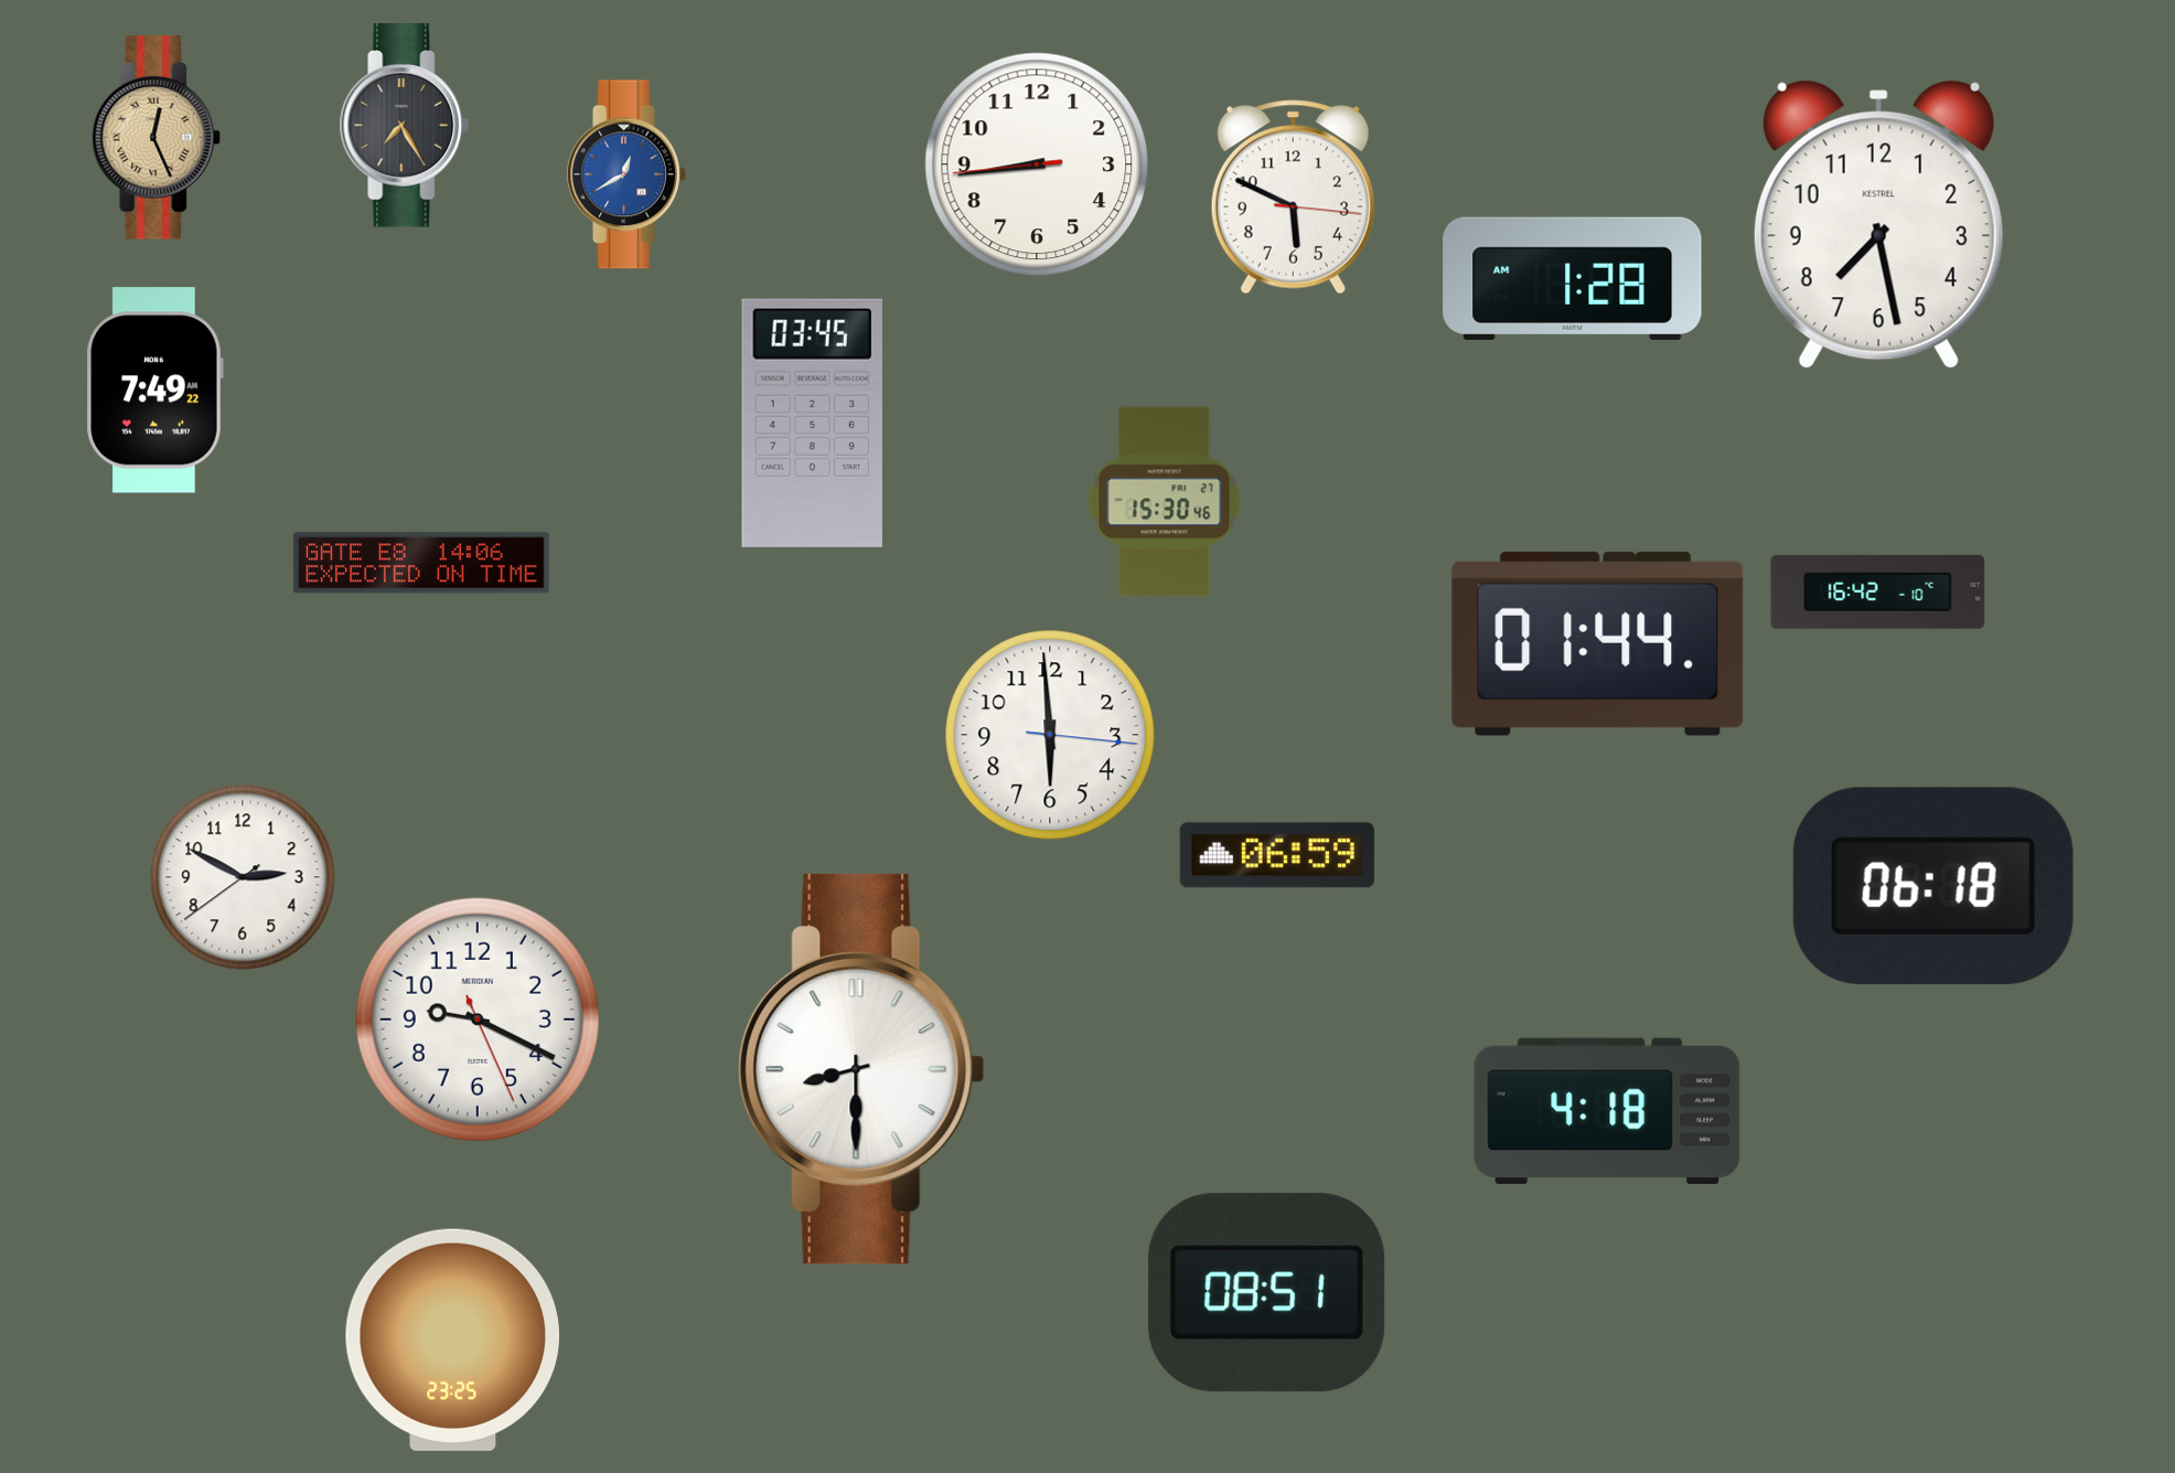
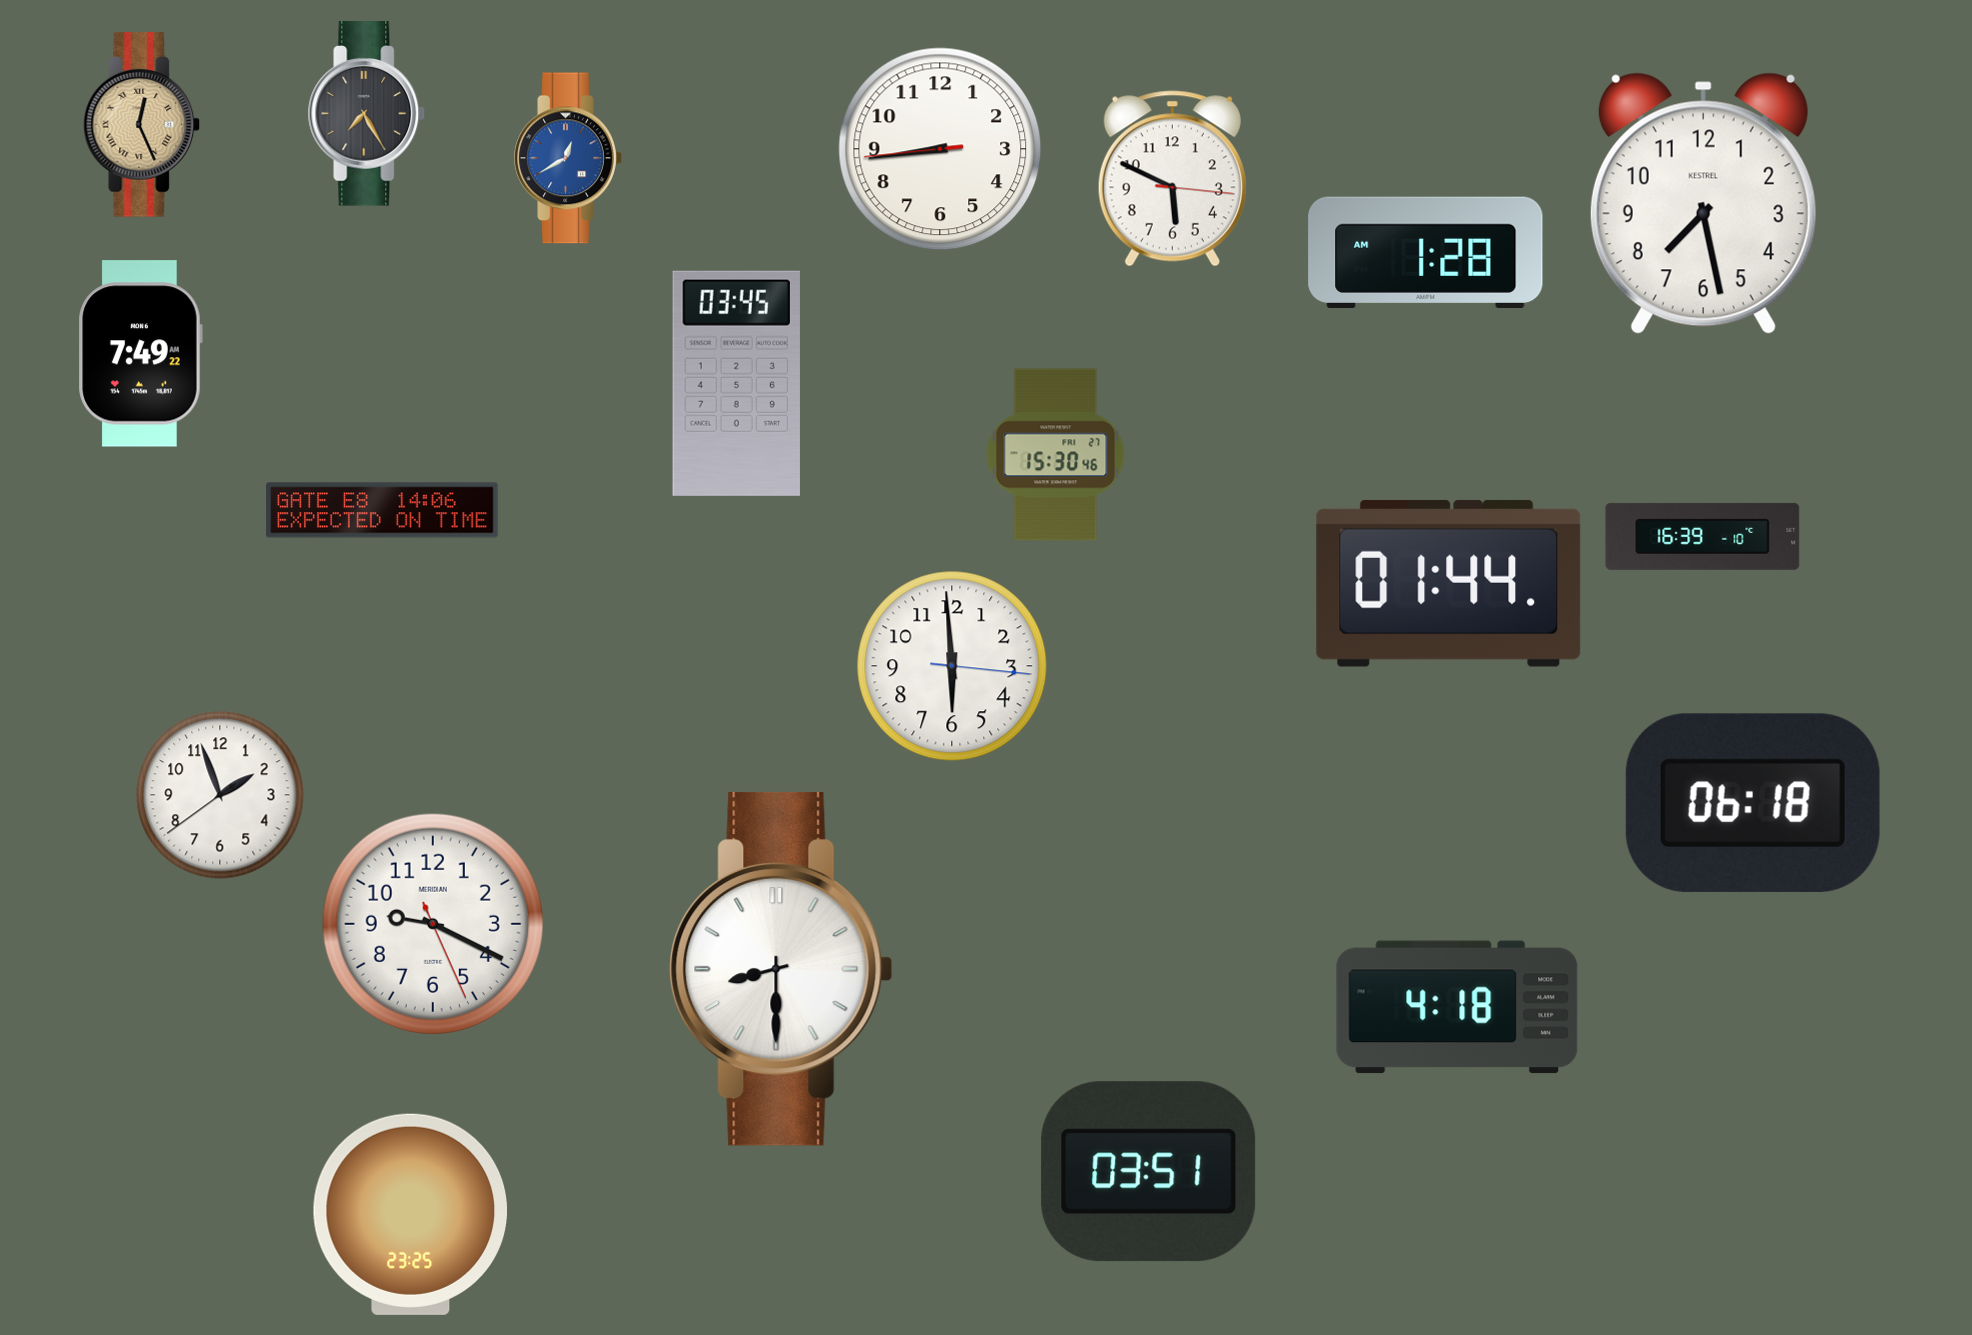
clock at (1878, 591): 16:42 -> 16:39
clock at (1277, 855): 06:59 -> none
clock at (243, 877): 2:49 -> 1:56
clock at (1267, 1293): 08:51 -> 03:51
